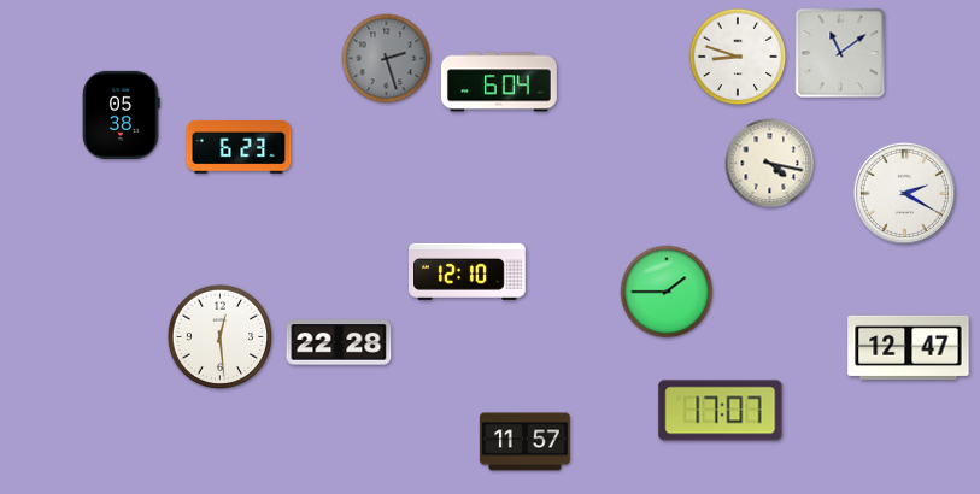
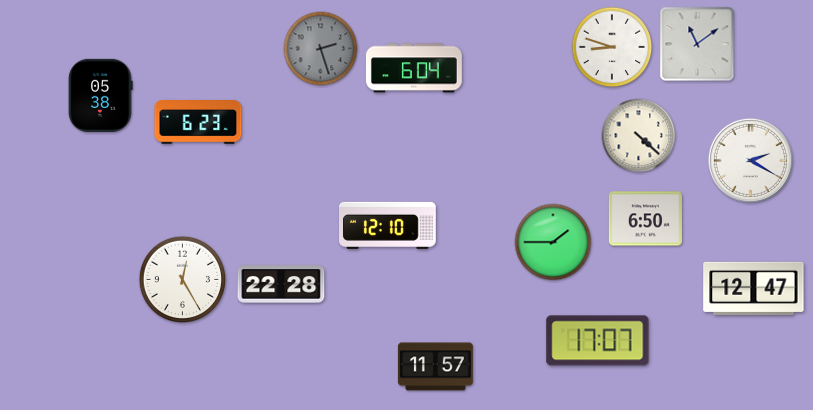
clock at (770, 164): 4:17 -> 4:22
clock at (645, 219): none -> 6:50
clock at (221, 337): 12:29 -> 12:25
